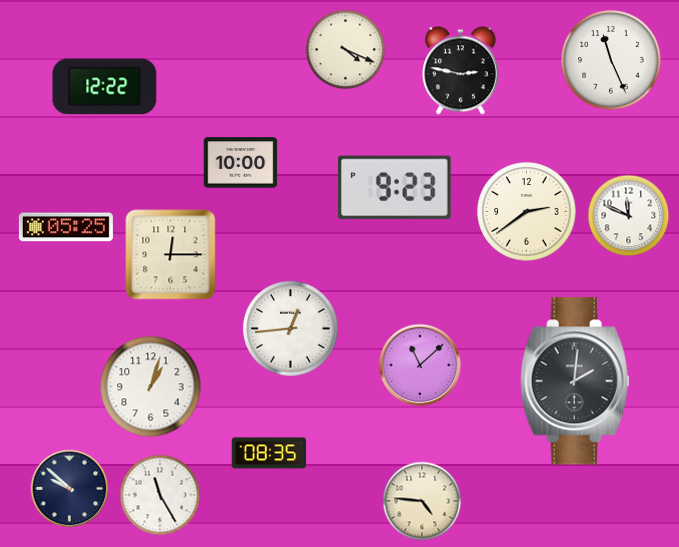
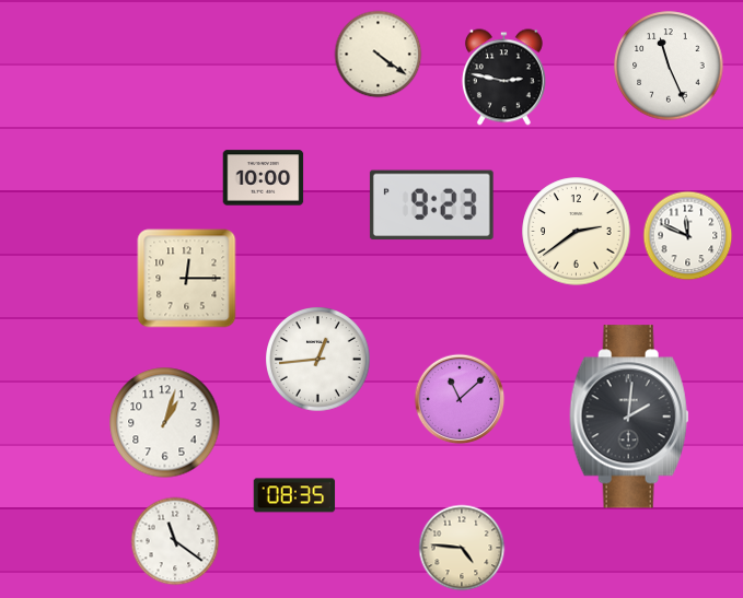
clock at (346, 50): 4:19 -> 4:21
clock at (105, 87): 12:22 -> none
clock at (66, 227): 05:25 -> none
clock at (70, 489): 9:52 -> none
clock at (160, 495): 11:25 -> 11:21
